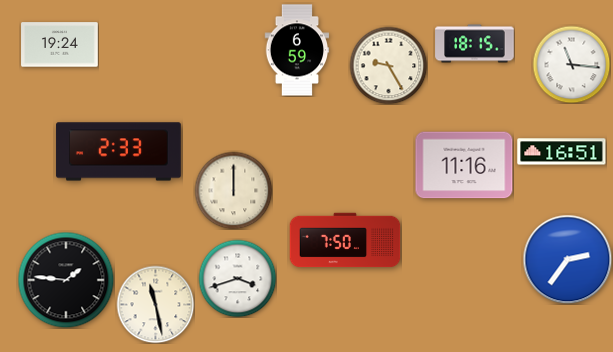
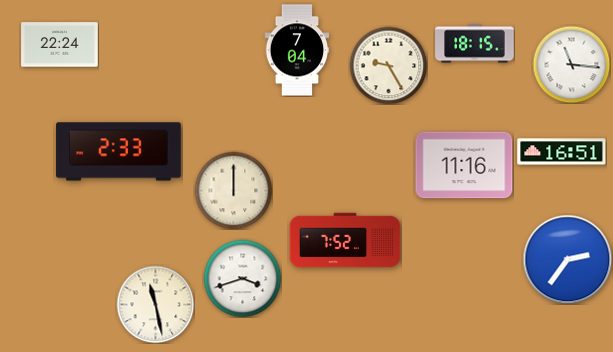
clock at (60, 45): 19:24 -> 22:24
clock at (297, 50): 6:59 -> 7:04
clock at (345, 240): 7:50 -> 7:52
clock at (237, 278) position: (237, 278) -> (242, 278)
clock at (66, 280): 1:46 -> none
